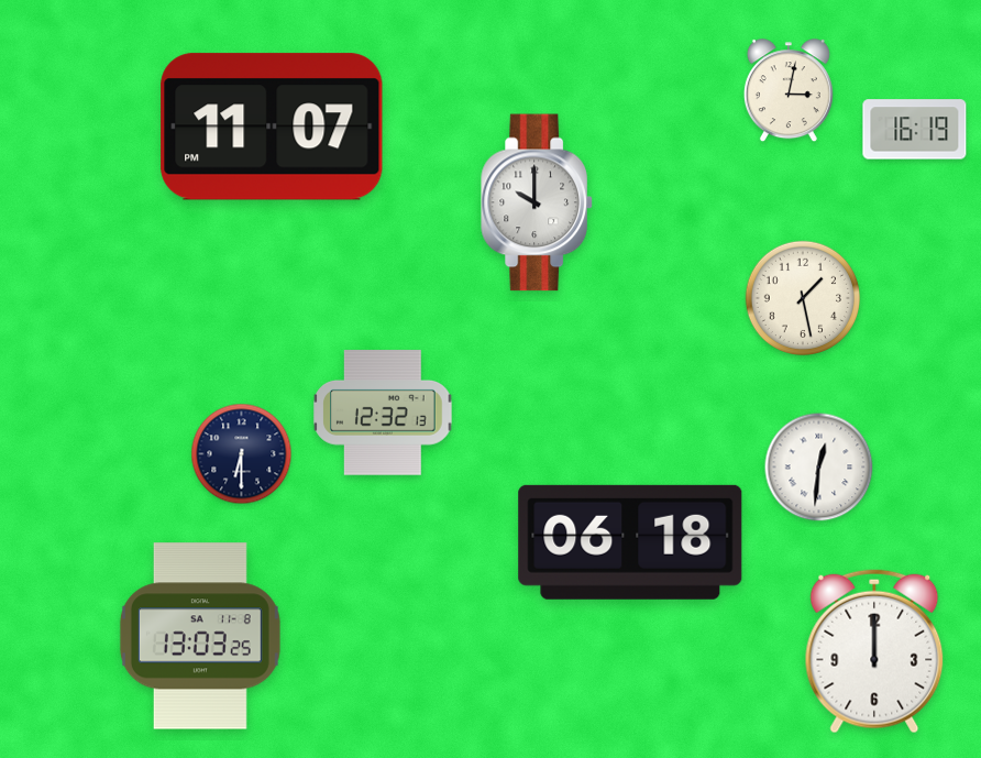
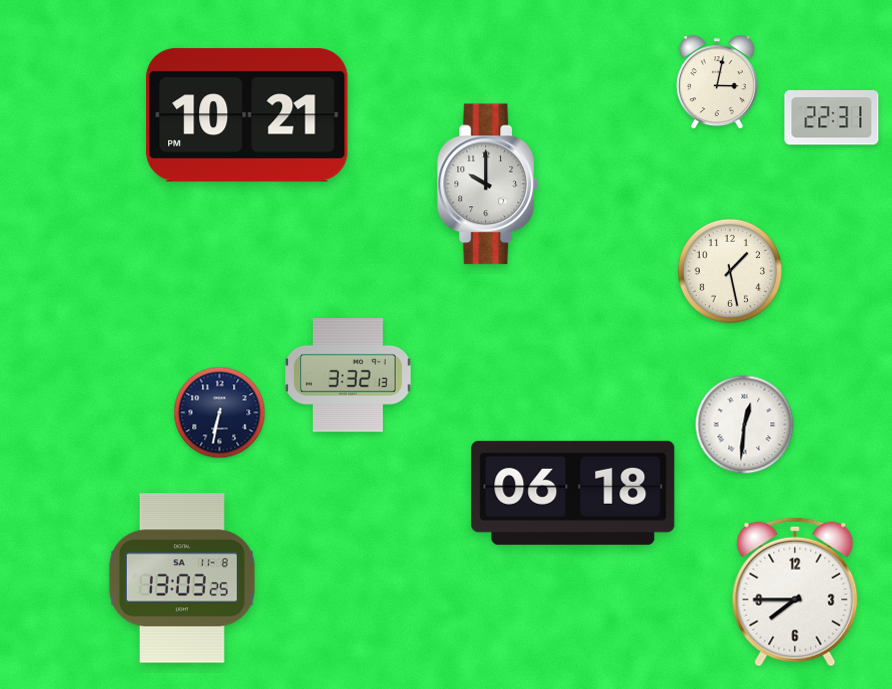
clock at (272, 127): 11:07 -> 10:21
clock at (915, 130): 16:19 -> 22:31
clock at (383, 413): 12:32 -> 3:32
clock at (242, 454): 6:30 -> 6:32
clock at (874, 651): 12:00 -> 7:45
